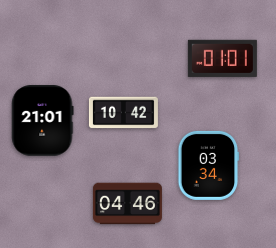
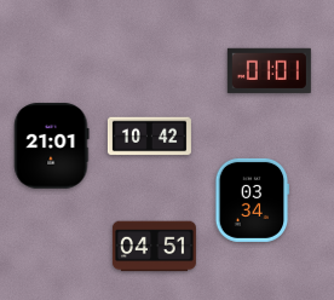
clock at (127, 204): 04:46 -> 04:51
